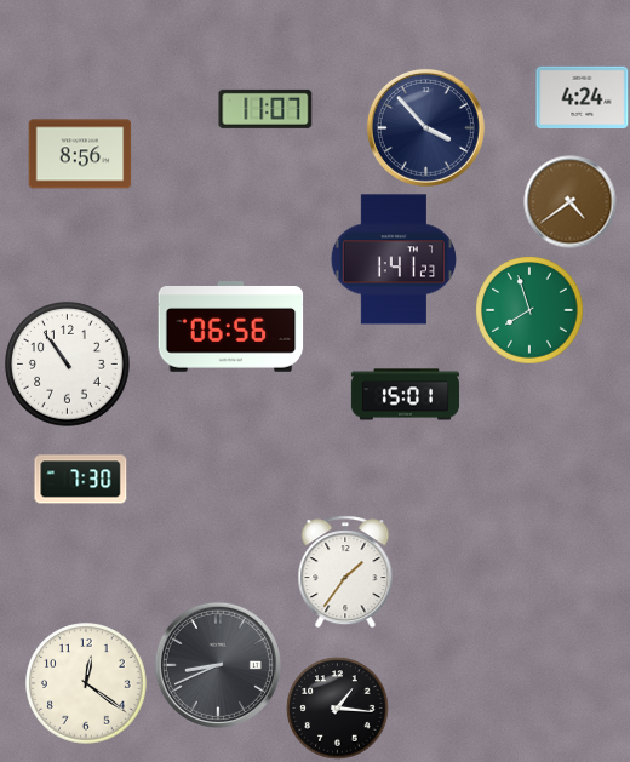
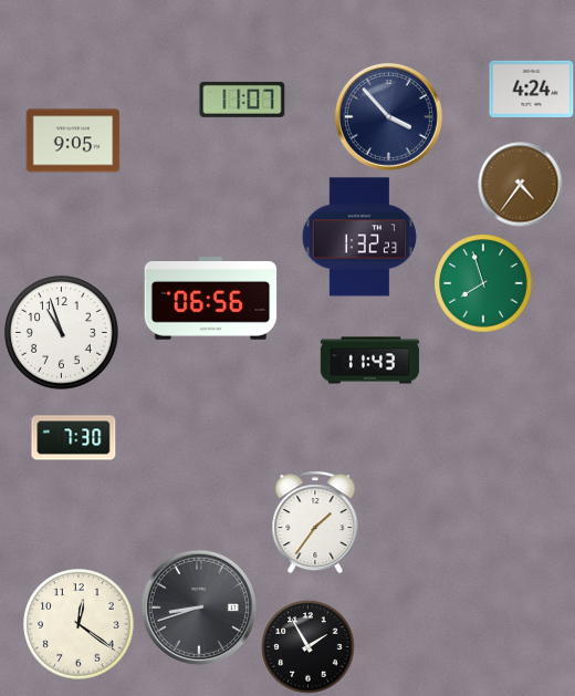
clock at (80, 154): 8:56 -> 9:05
clock at (571, 202): 4:39 -> 4:36
clock at (393, 259): 1:41 -> 1:32
clock at (68, 365): 10:54 -> 10:57
clock at (405, 395): 15:01 -> 11:43
clock at (218, 665): 8:41 -> 8:42
clock at (338, 709): 1:16 -> 1:55
